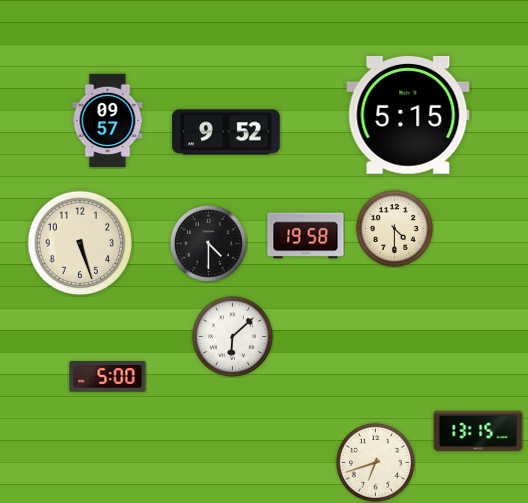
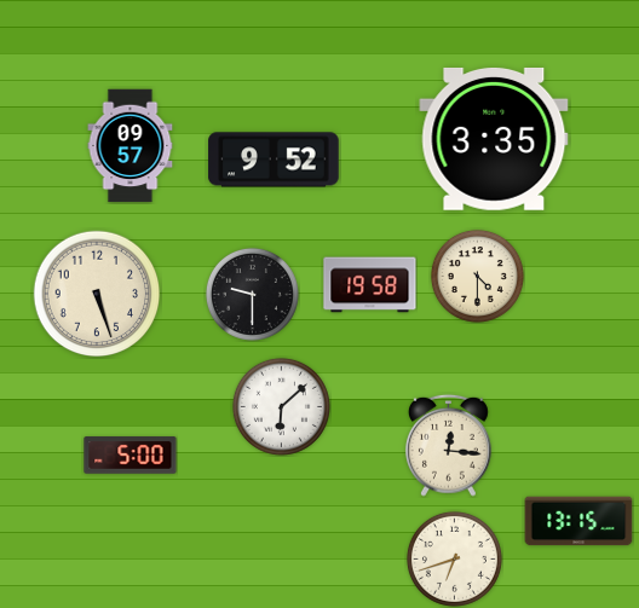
clock at (408, 115): 5:15 -> 3:35
clock at (208, 243): 4:30 -> 9:30
clock at (448, 445): none -> 12:16
